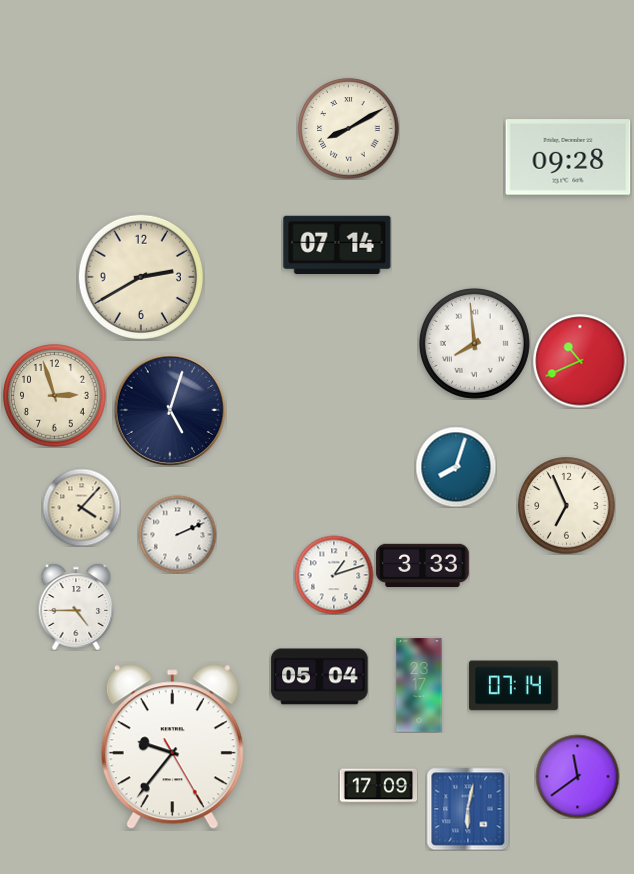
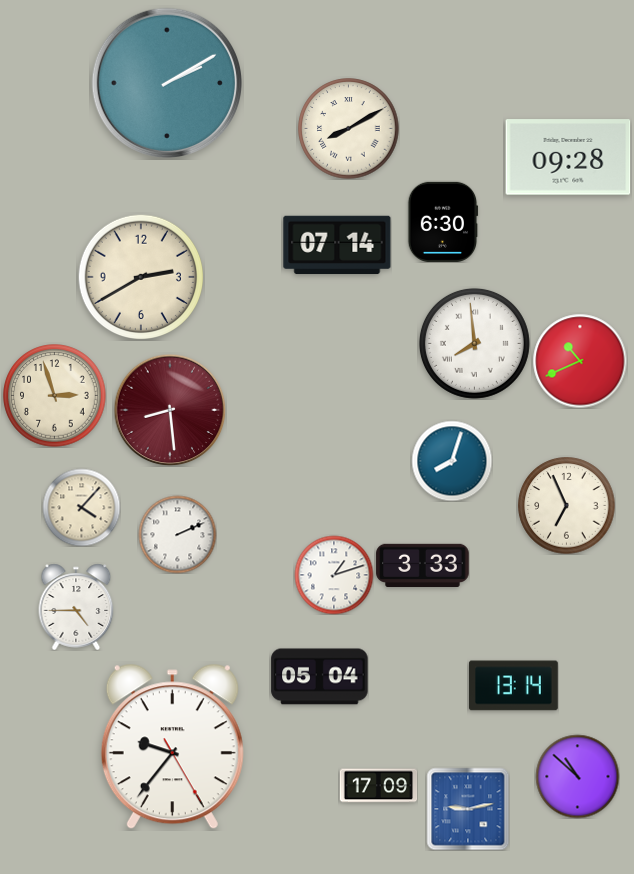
clock at (167, 83): none -> 2:10
clock at (443, 222): none -> 6:30
clock at (170, 410): 5:03 -> 8:29
clock at (170, 410) dial: navy -> burgundy
clock at (456, 467) position: (456, 467) -> (452, 461)
clock at (419, 685): 23:17 -> none
clock at (513, 686): 07:14 -> 13:14
clock at (577, 776): 11:39 -> 10:52
clock at (468, 809): 6:02 -> 9:13
